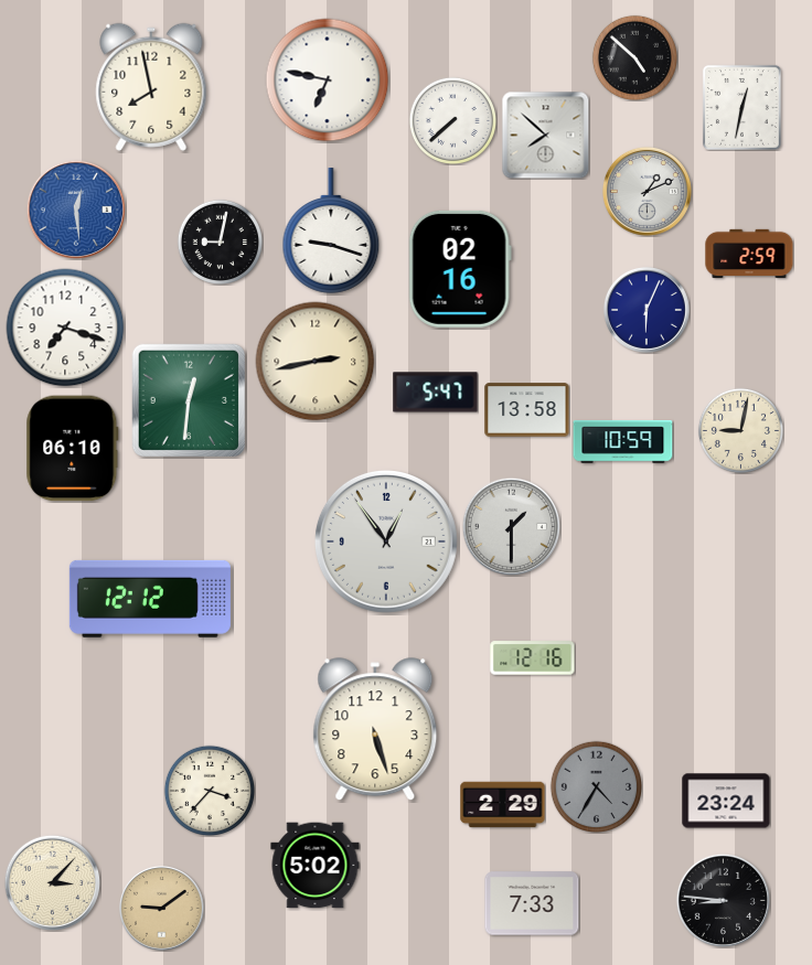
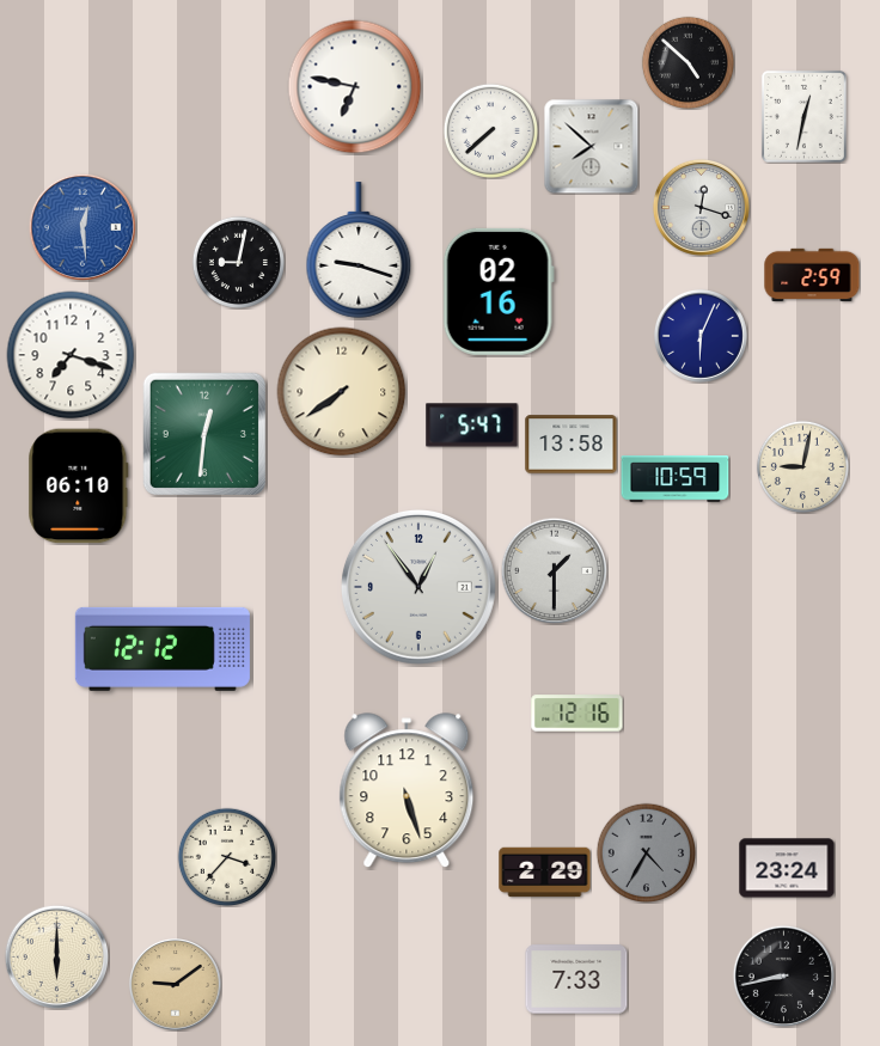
clock at (151, 87): 7:58 -> none
clock at (647, 191): 1:11 -> 12:18
clock at (316, 362): 2:43 -> 7:39
clock at (316, 866): 5:02 -> none
clock at (52, 882): 3:07 -> 6:00
clock at (723, 900): 8:46 -> 8:43
